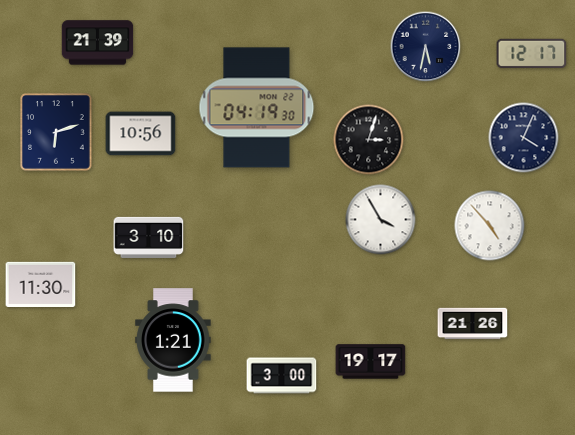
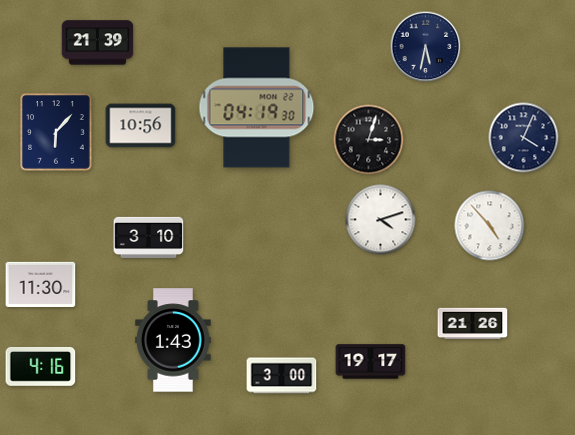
clock at (532, 53): 12:17 -> none
clock at (57, 133): 6:12 -> 6:07
clock at (141, 134) position: (141, 134) -> (141, 126)
clock at (381, 220): 3:55 -> 4:12
clock at (173, 340): 1:21 -> 1:43
clock at (41, 366): none -> 4:16
